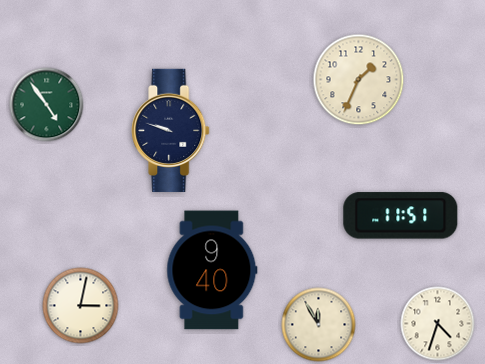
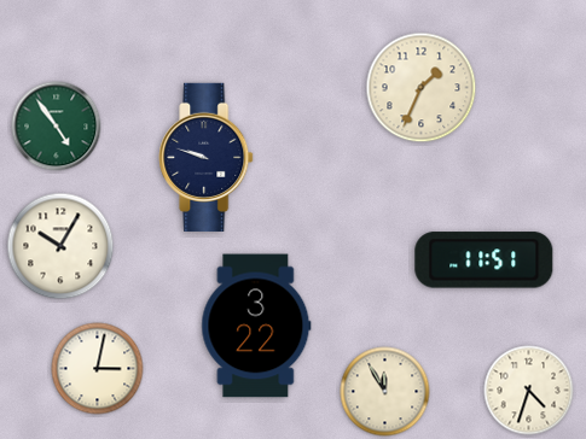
clock at (359, 80) position: (359, 80) -> (422, 88)
clock at (60, 246): none -> 10:05
clock at (212, 270): 9:40 -> 3:22
